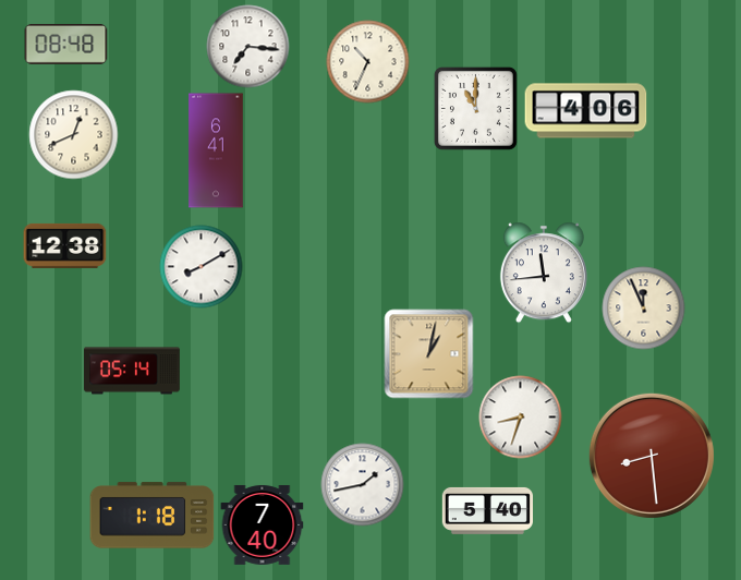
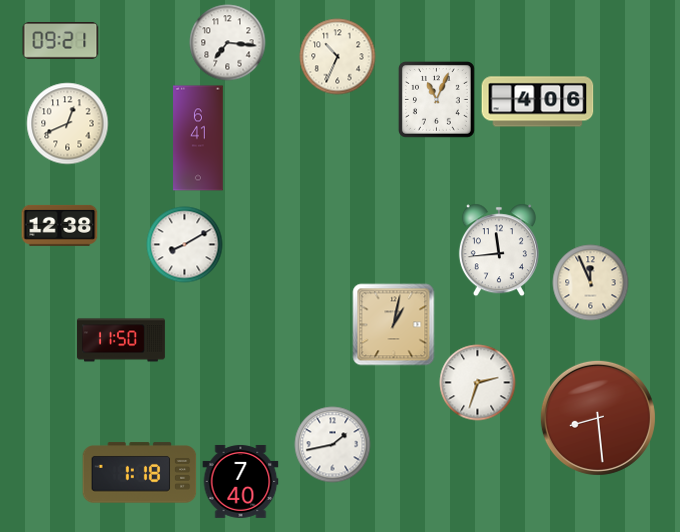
clock at (66, 45): 08:48 -> 09:21
clock at (475, 108): 11:00 -> 11:04
clock at (132, 371): 05:14 -> 11:50
clock at (521, 418): 8:33 -> 2:33
clock at (487, 510): 5:40 -> none
